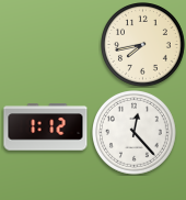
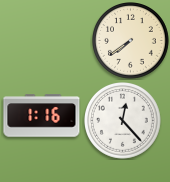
clock at (143, 45): 7:43 -> 7:39
clock at (46, 127): 1:12 -> 1:16
